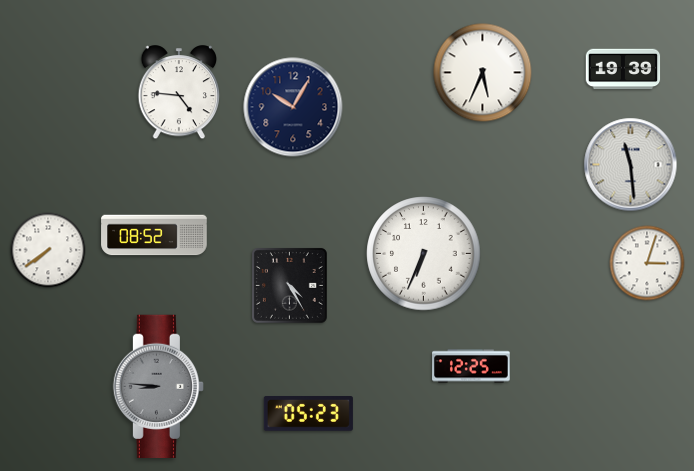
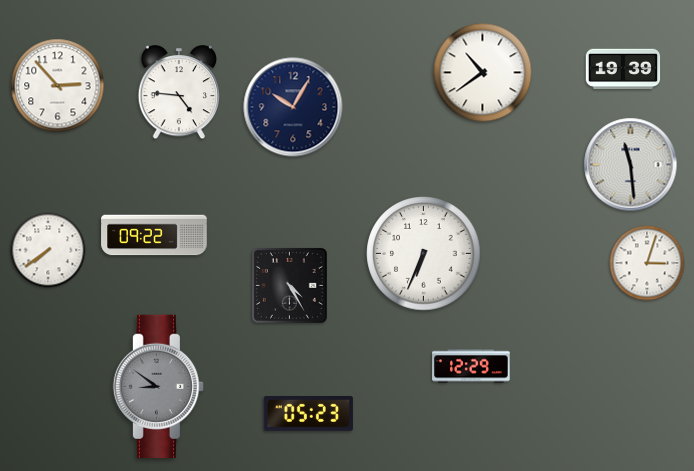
clock at (483, 73): 5:34 -> 10:39
clock at (58, 86): none -> 2:53
clock at (154, 235): 08:52 -> 09:22
clock at (471, 366): 12:25 -> 12:29
clock at (158, 386): 8:46 -> 8:51
